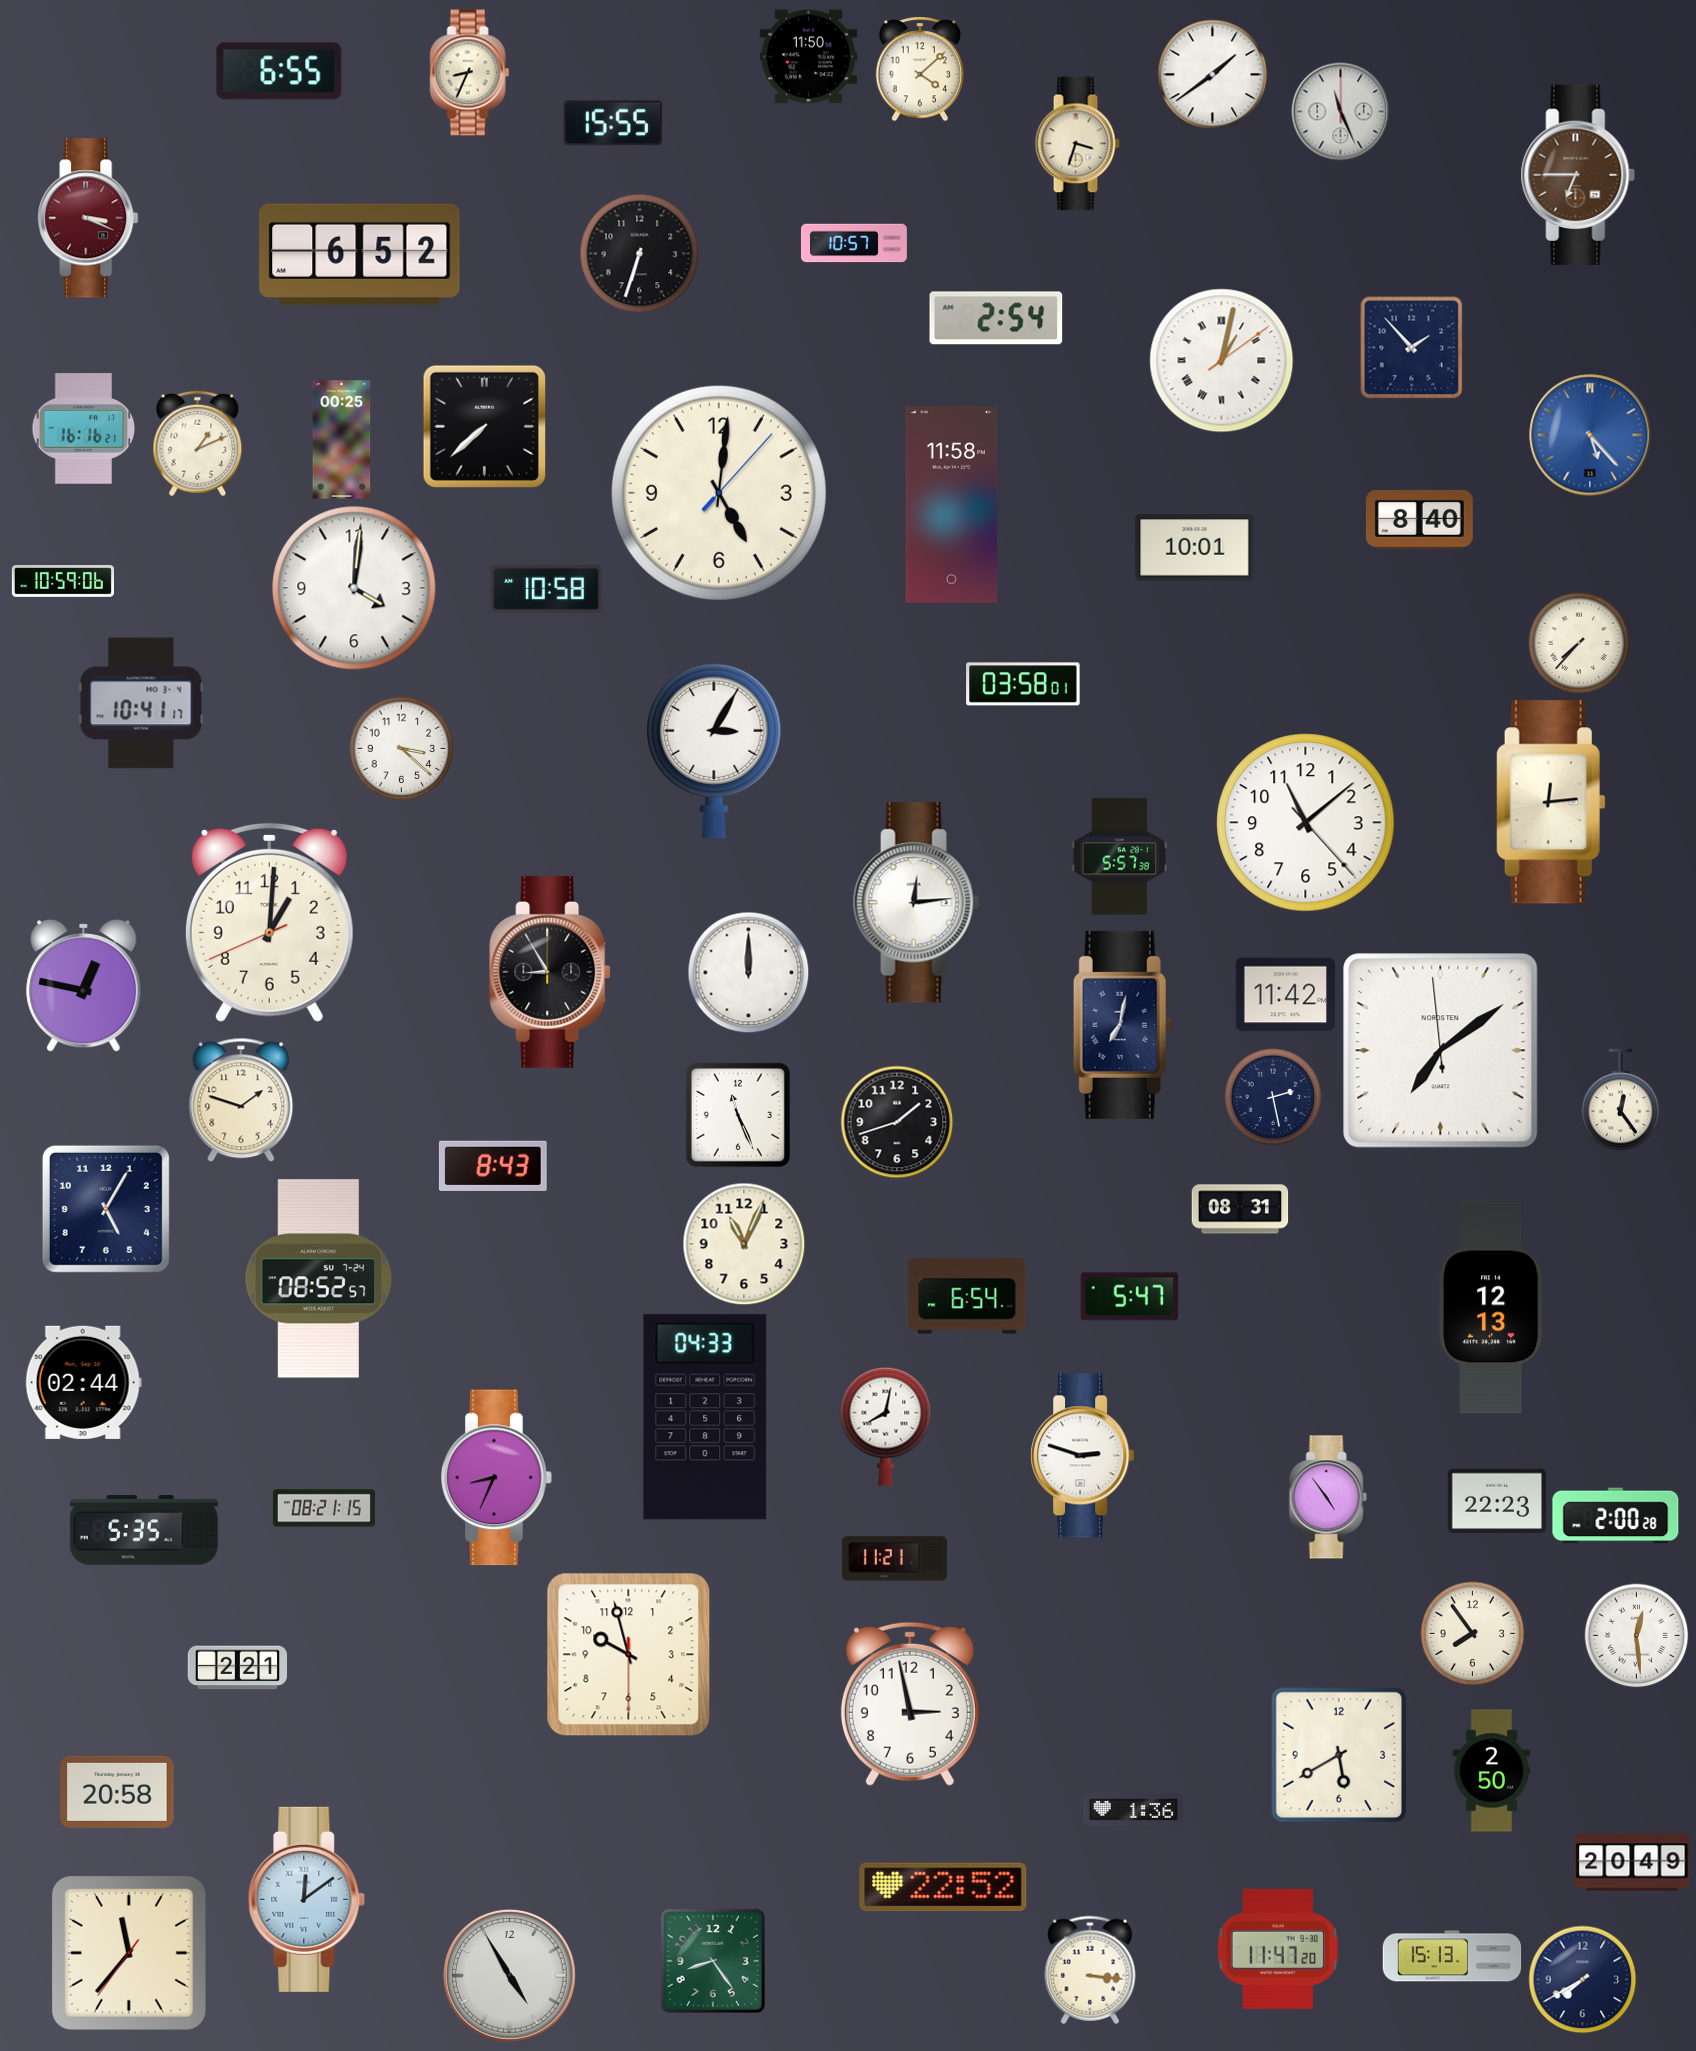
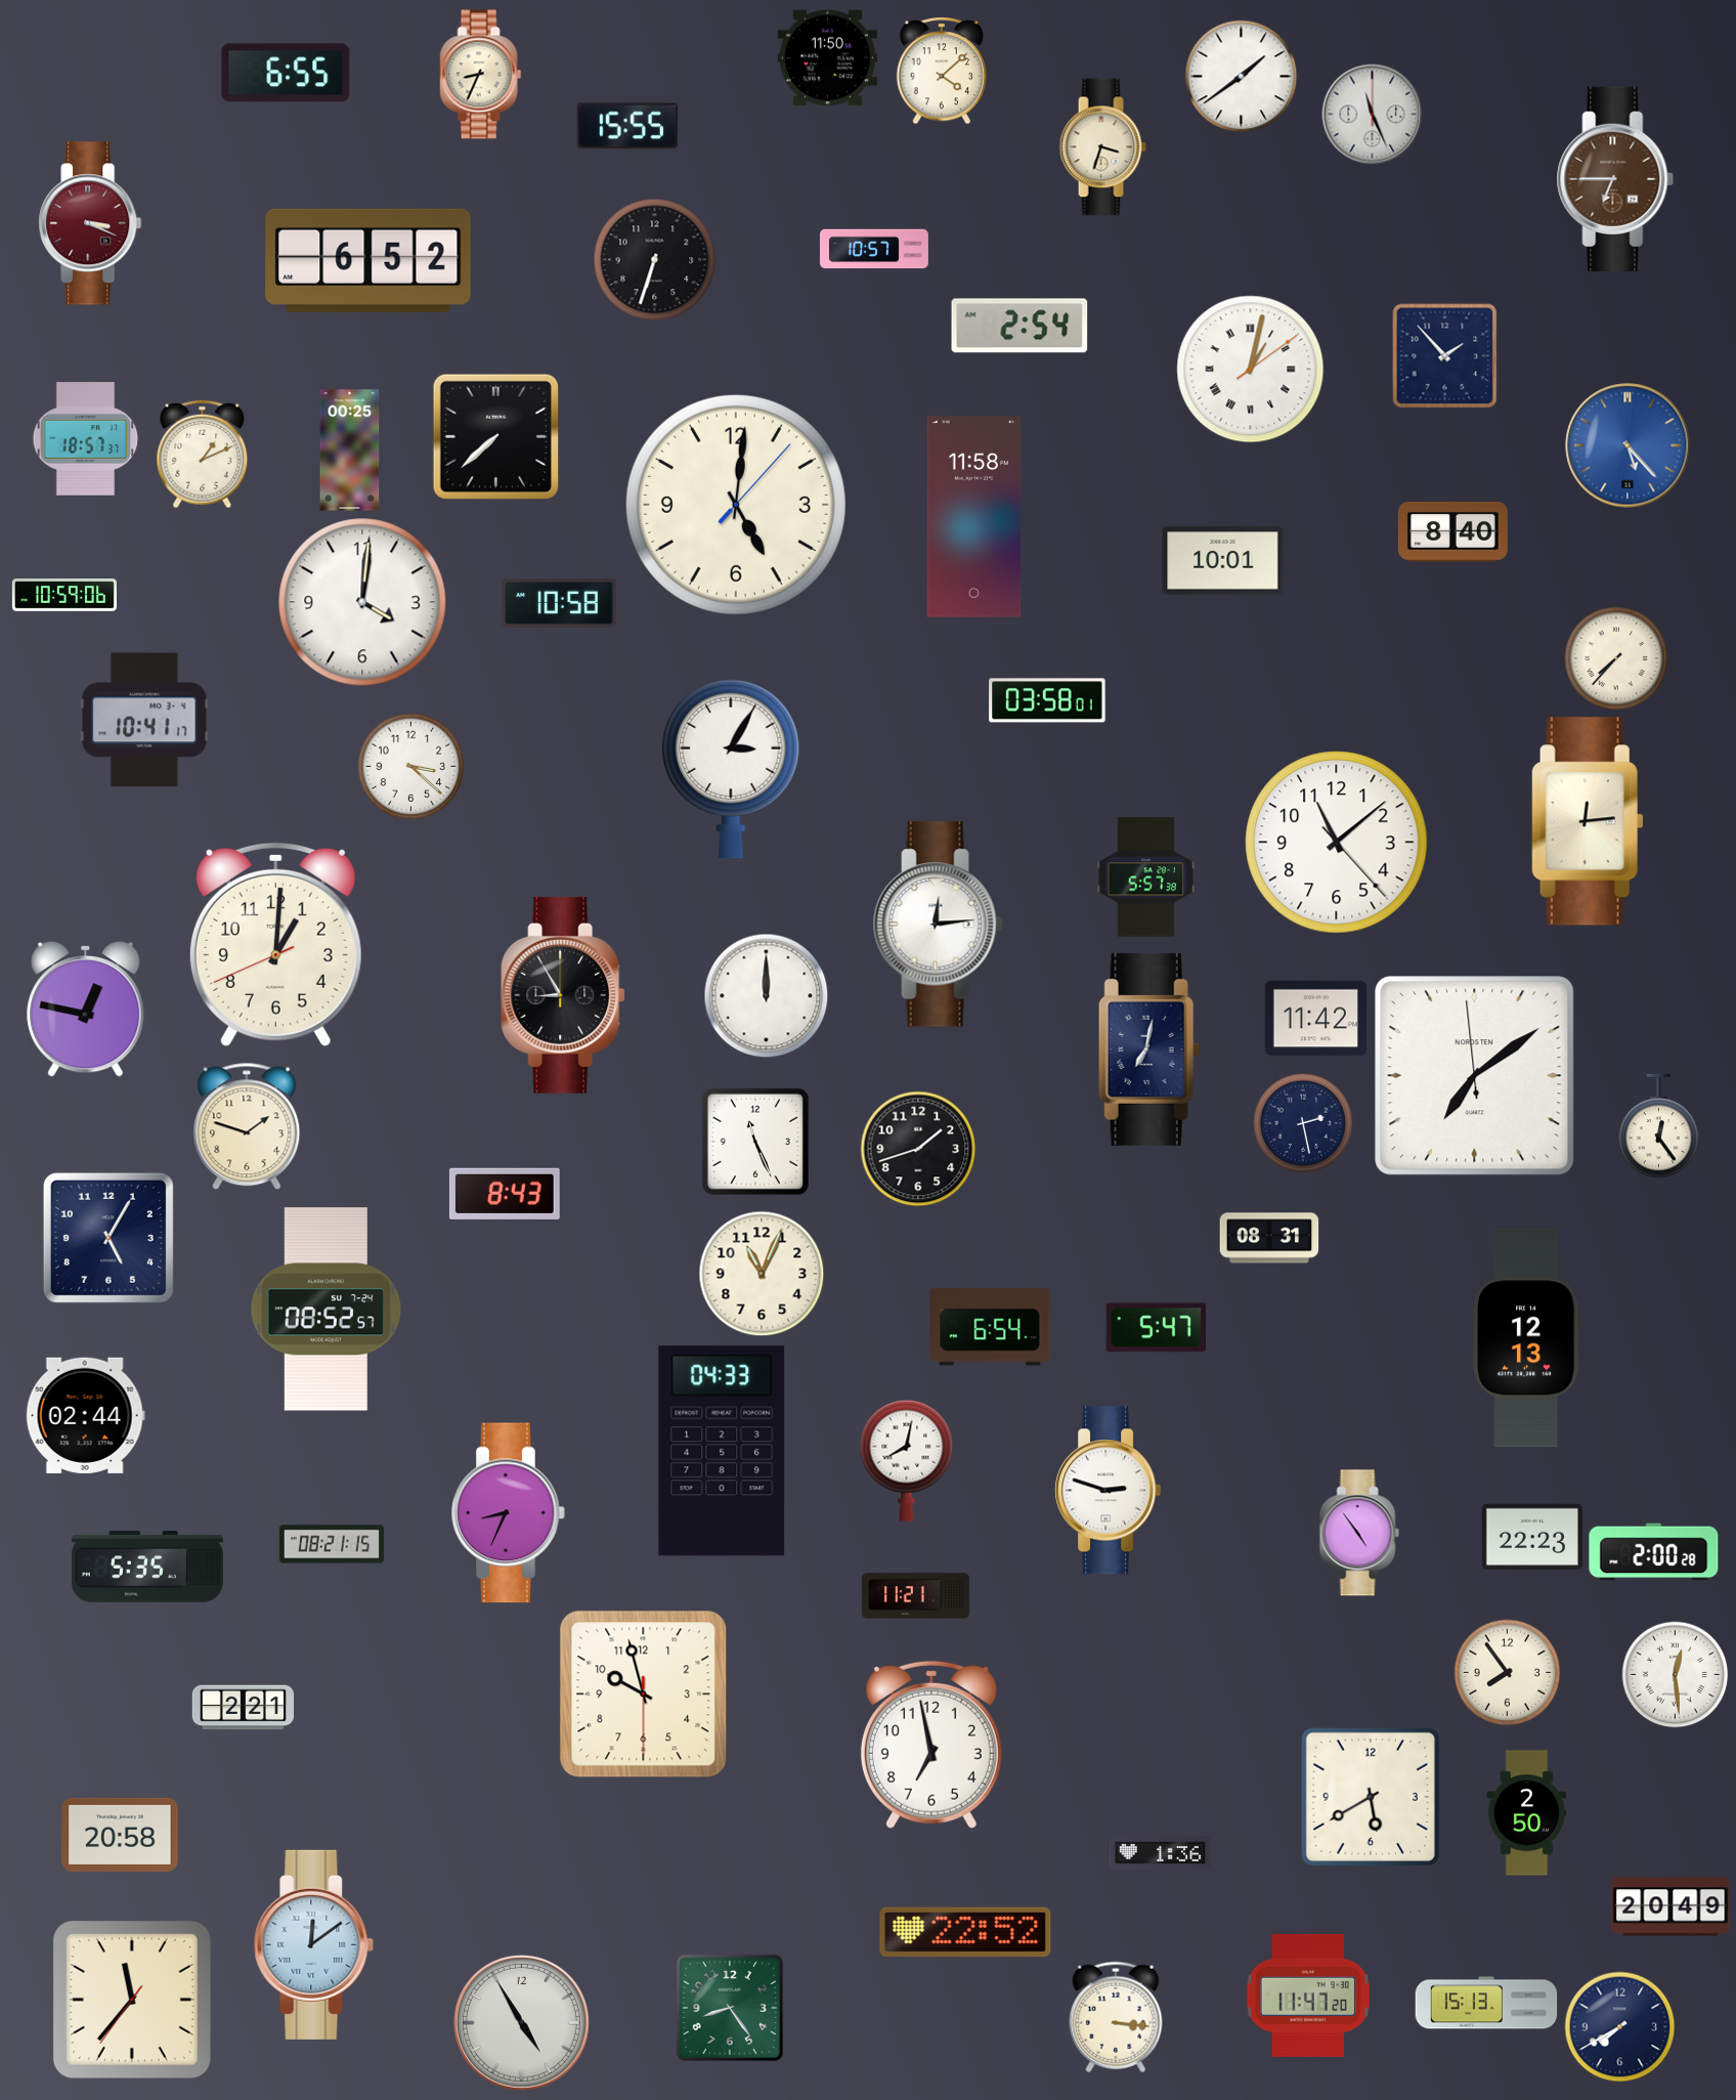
clock at (84, 429): 16:16 -> 18:57
clock at (910, 1704): 2:58 -> 6:58
